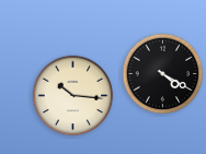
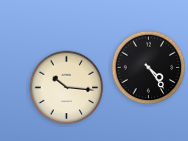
clock at (163, 74): 4:20 -> 4:24
